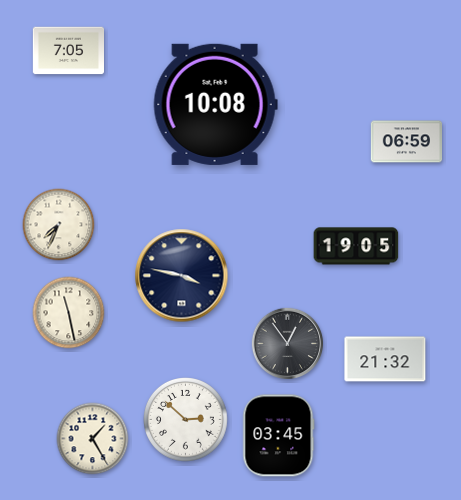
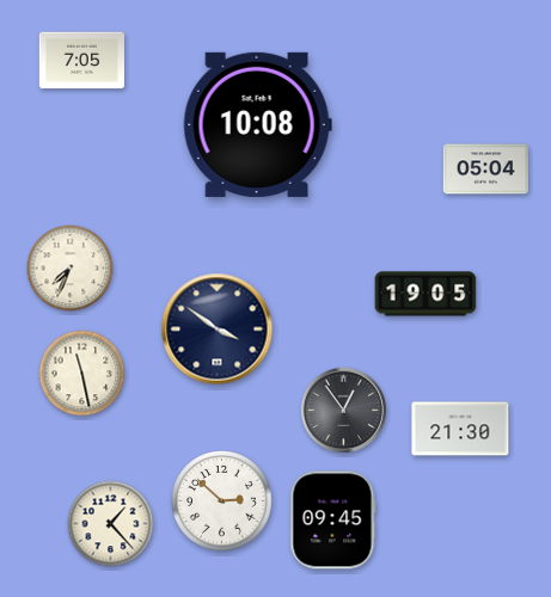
clock at (406, 142): 06:59 -> 05:04
clock at (182, 276): 3:47 -> 3:51
clock at (385, 359): 21:32 -> 21:30
clock at (279, 436): 03:45 -> 09:45
clock at (93, 439): 1:25 -> 1:23
